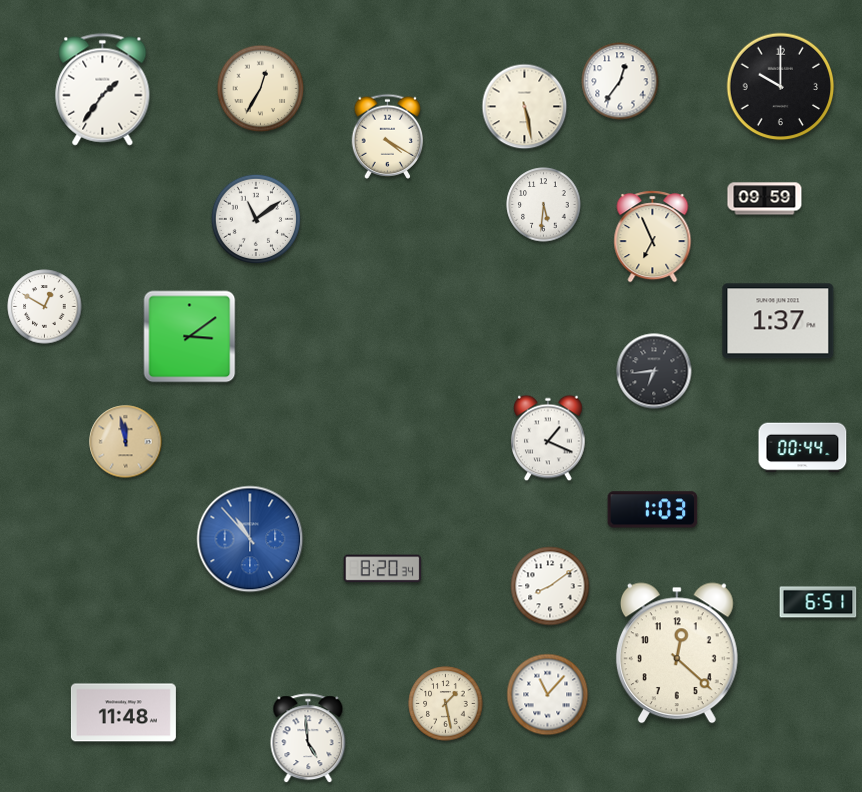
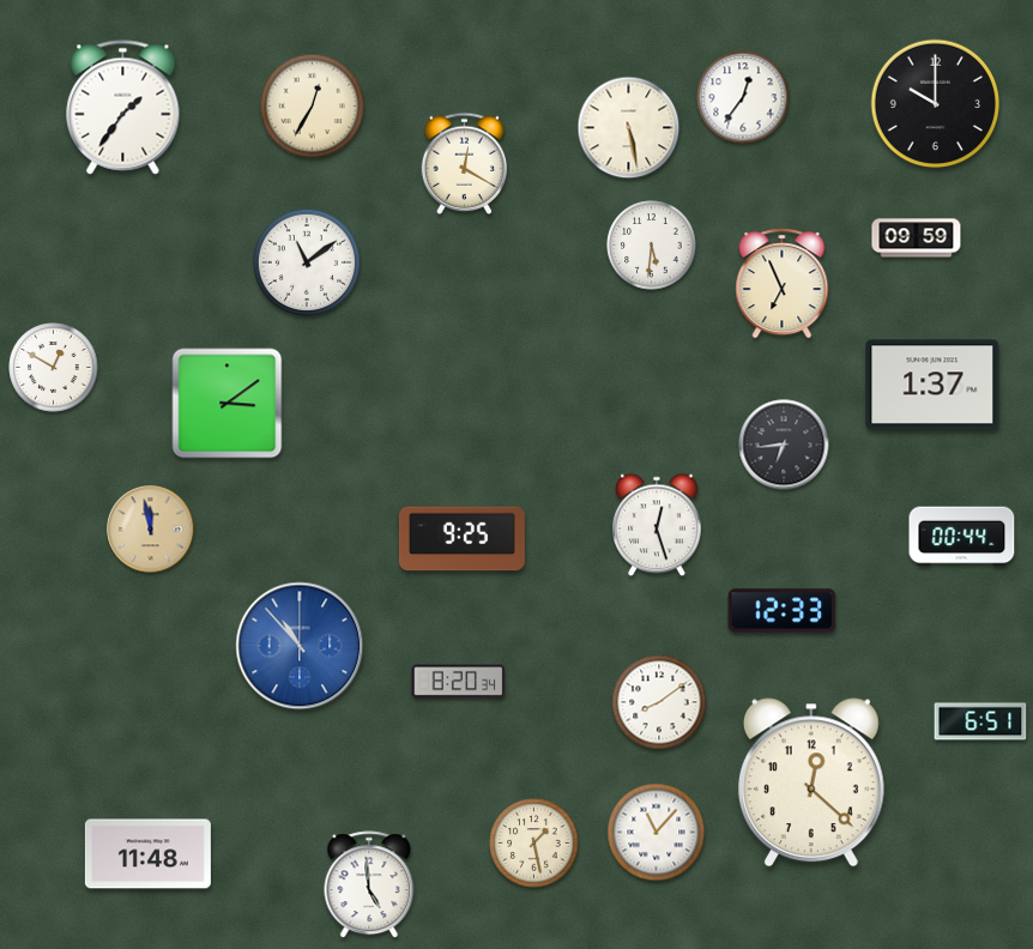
clock at (388, 136): 4:20 -> 12:20
clock at (548, 438): 1:19 -> 12:27
clock at (461, 539): none -> 9:25
clock at (653, 510): 1:03 -> 12:33
